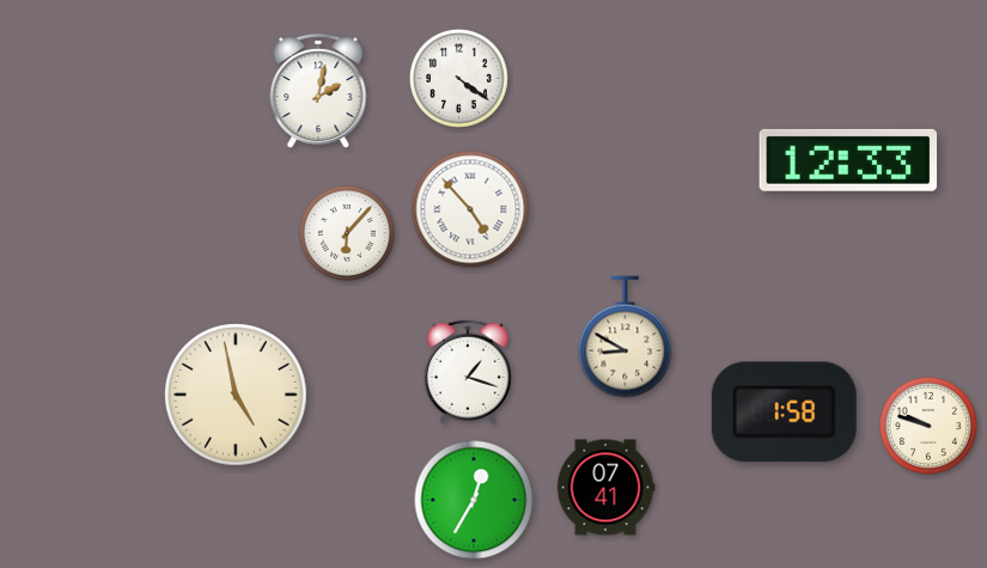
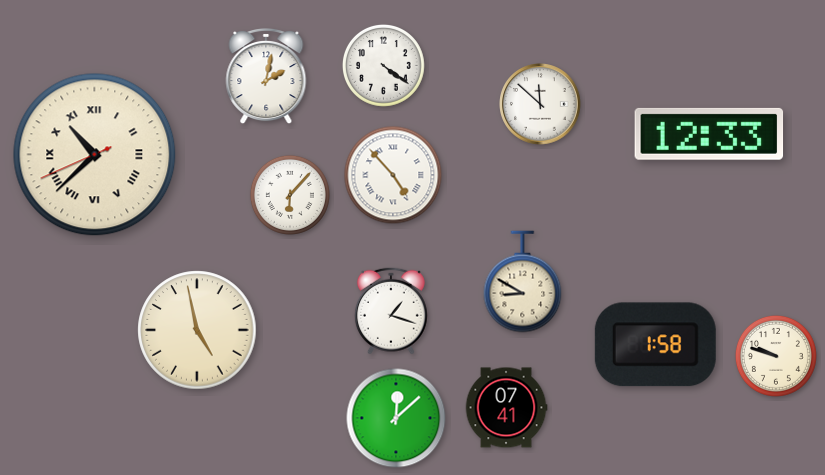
clock at (540, 104): none -> 11:52
clock at (95, 155): none -> 10:37
clock at (474, 500): 12:35 -> 12:08
